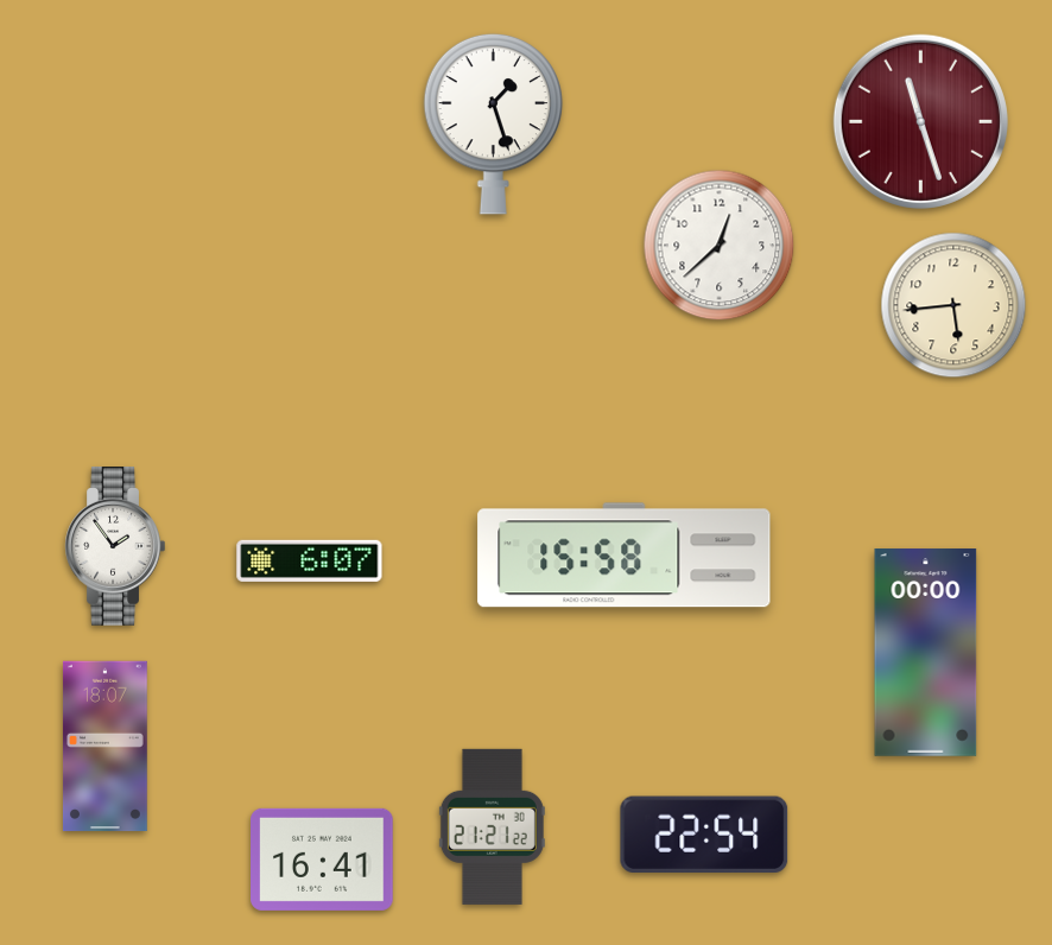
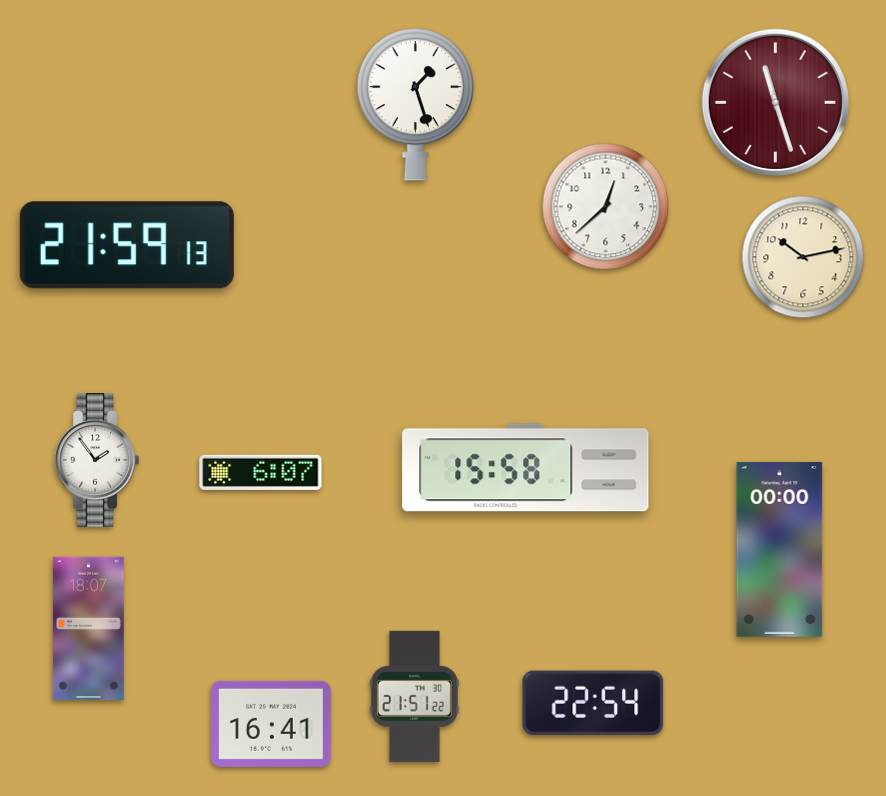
clock at (127, 245): none -> 21:59
clock at (953, 305): 5:44 -> 10:13
clock at (492, 826): 21:21 -> 21:51
